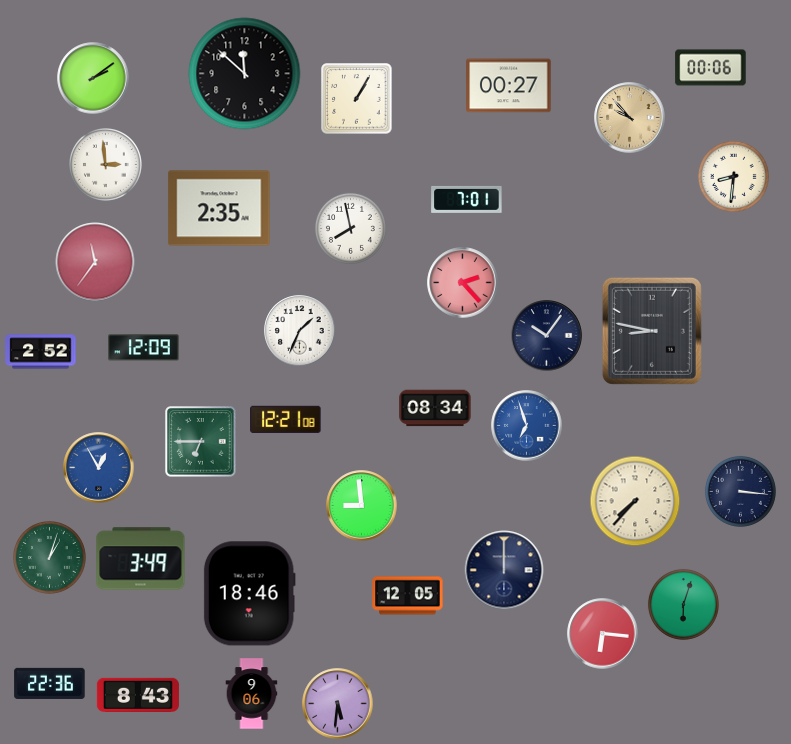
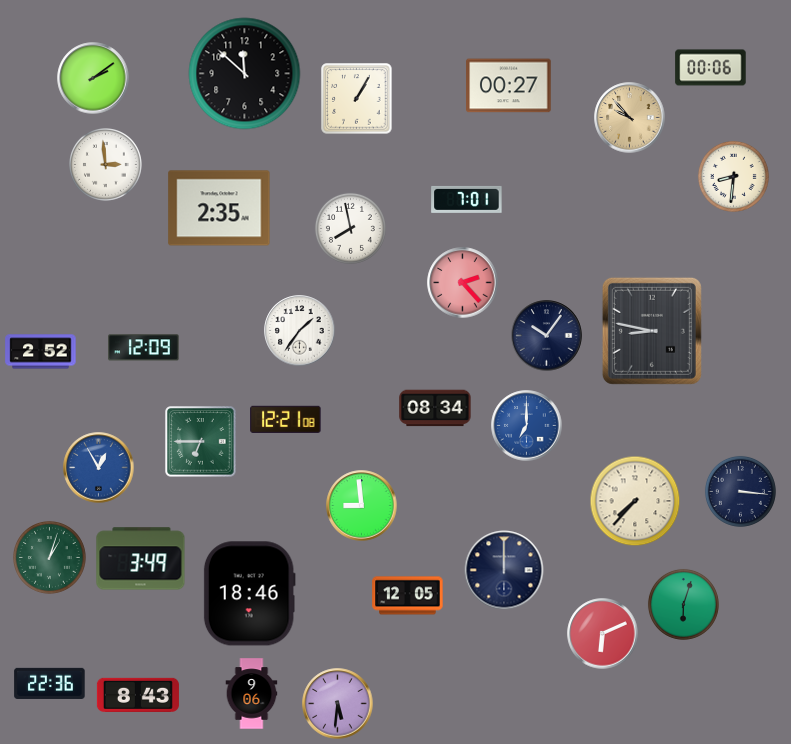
clock at (95, 262): 11:36 -> none
clock at (300, 331): 1:34 -> 1:36
clock at (527, 426): 6:57 -> 7:00
clock at (603, 634): 6:16 -> 6:11
